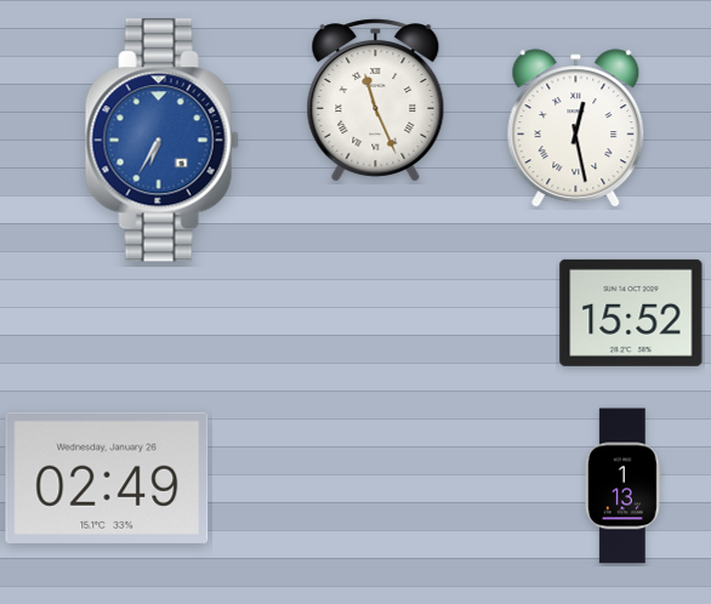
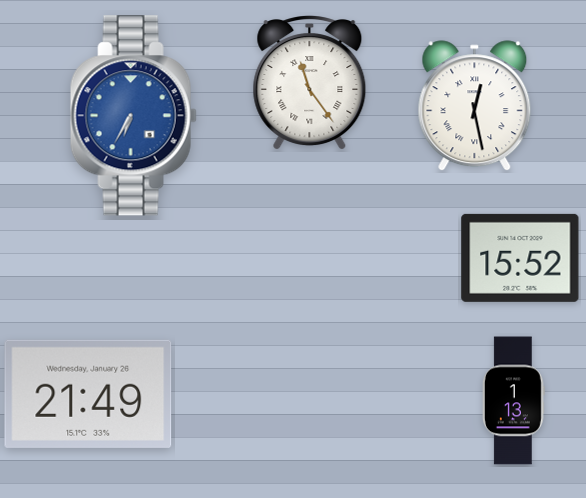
clock at (376, 99): 11:26 -> 11:24
clock at (107, 478): 02:49 -> 21:49
